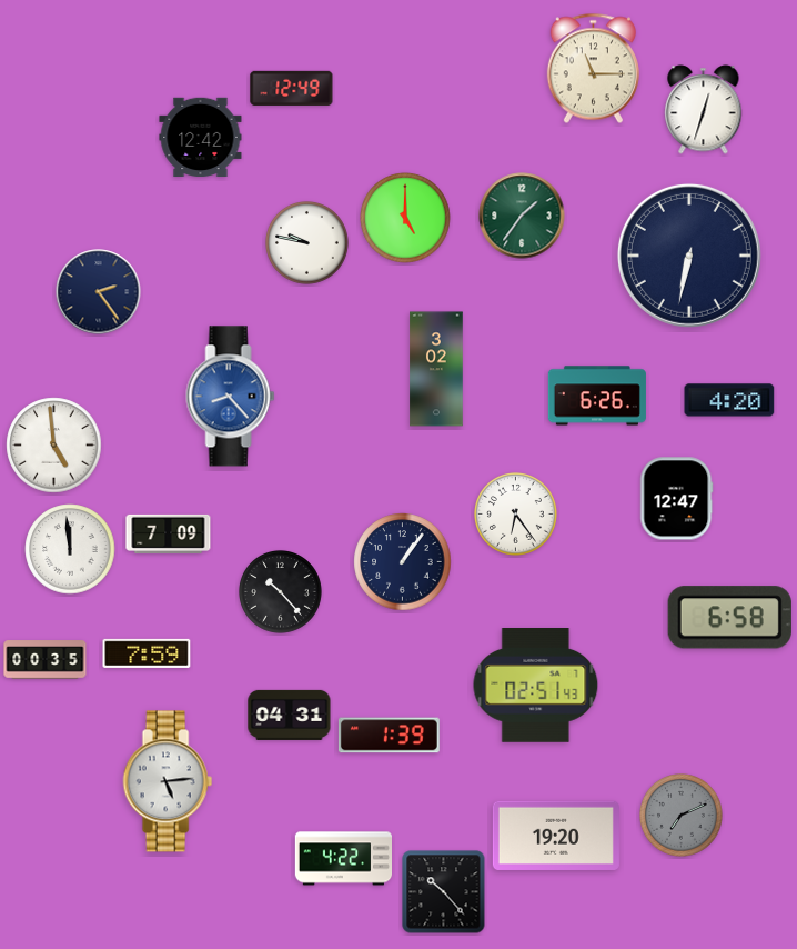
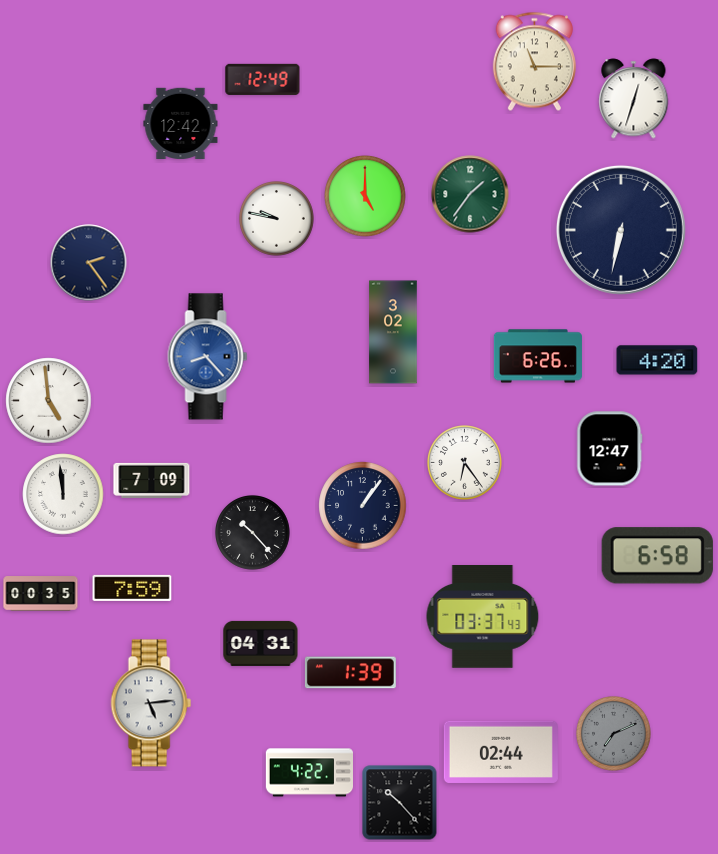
clock at (536, 686): 02:51 -> 03:37
clock at (389, 736) position: (389, 736) -> (350, 673)
clock at (556, 835): 19:20 -> 02:44
